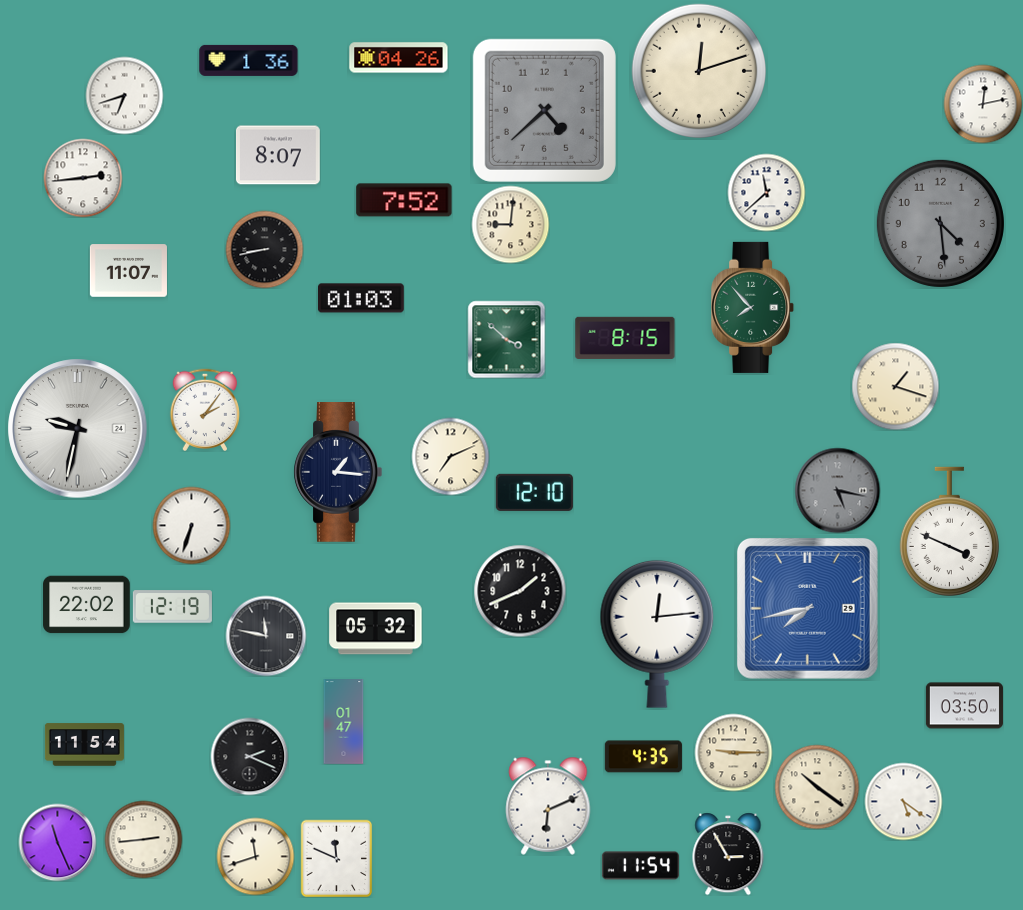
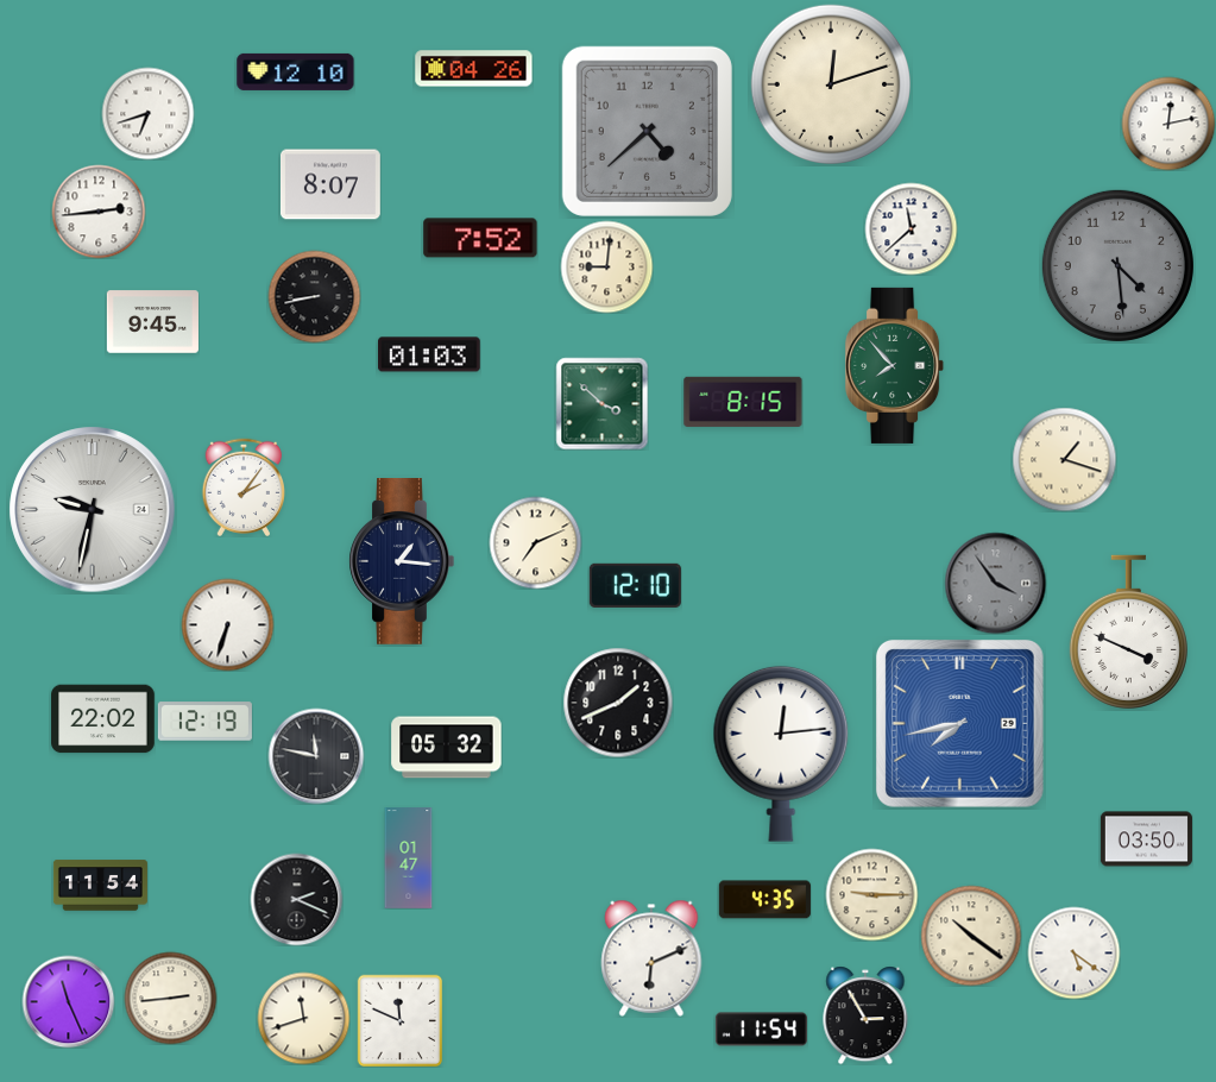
clock at (249, 60): 1:36 -> 12:10
clock at (128, 271): 11:07 -> 9:45
clock at (837, 490): 5:17 -> 3:54
